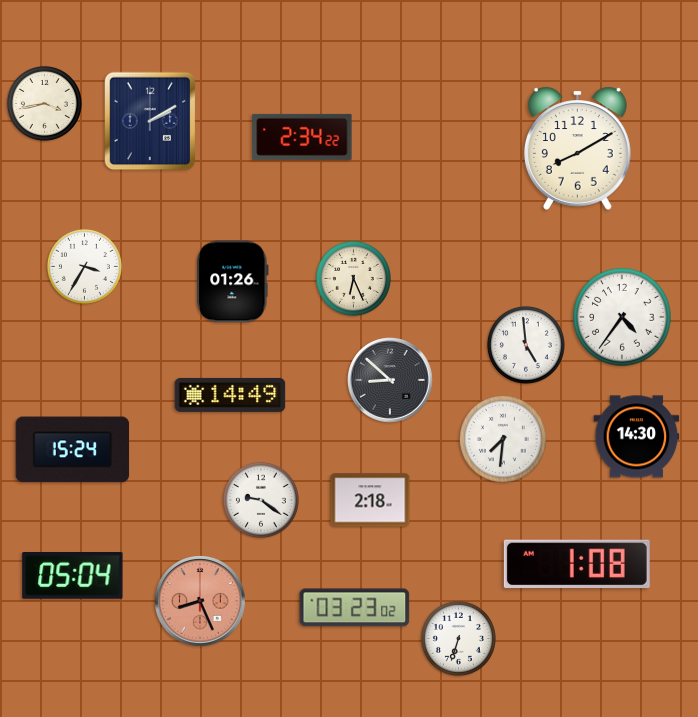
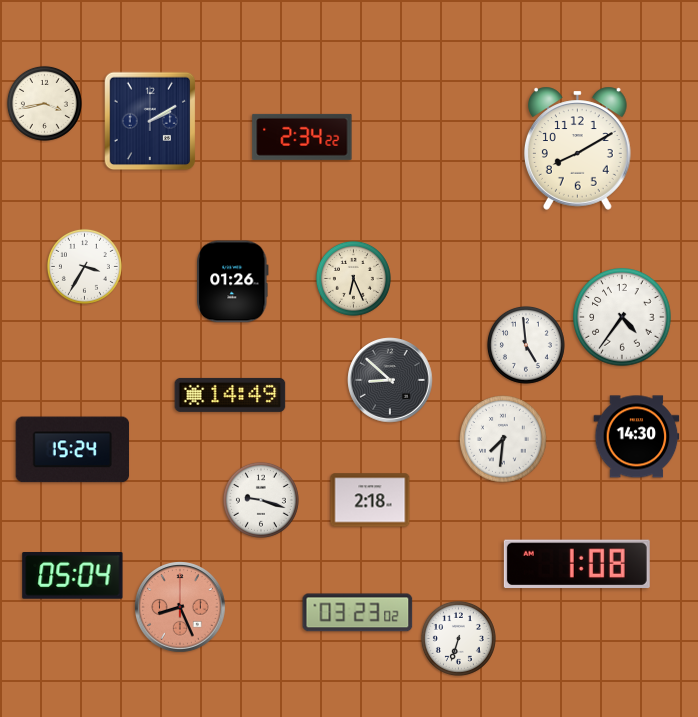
clock at (261, 500): 9:21 -> 9:18
clock at (201, 602) position: (201, 602) -> (181, 608)
clock at (355, 608) position: (355, 608) -> (358, 613)
